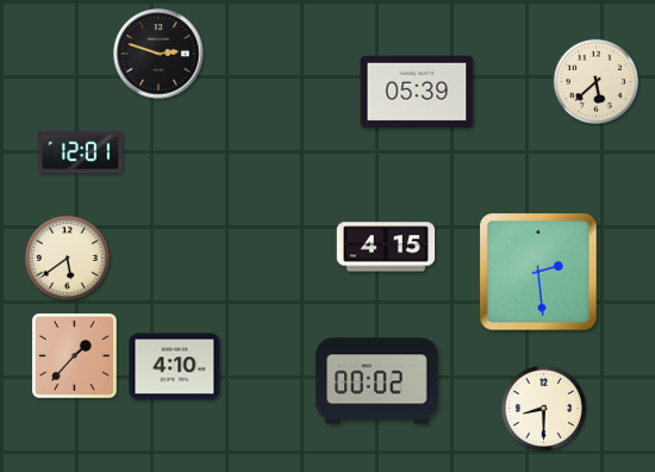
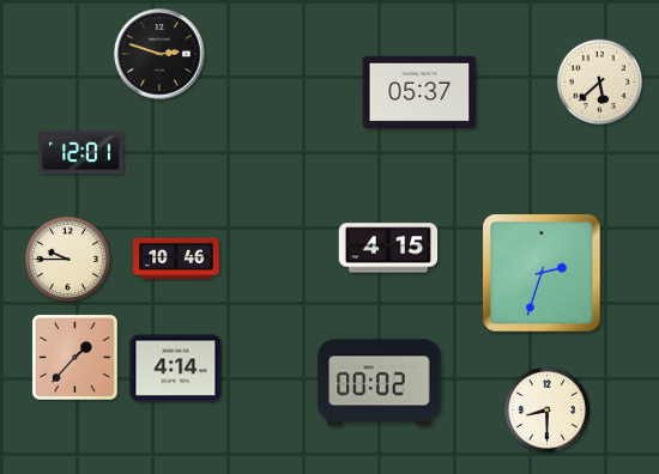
clock at (417, 91): 05:39 -> 05:37
clock at (176, 257): none -> 10:46
clock at (67, 257): 5:39 -> 9:45
clock at (538, 272): 2:29 -> 2:33
clock at (175, 367): 4:10 -> 4:14
